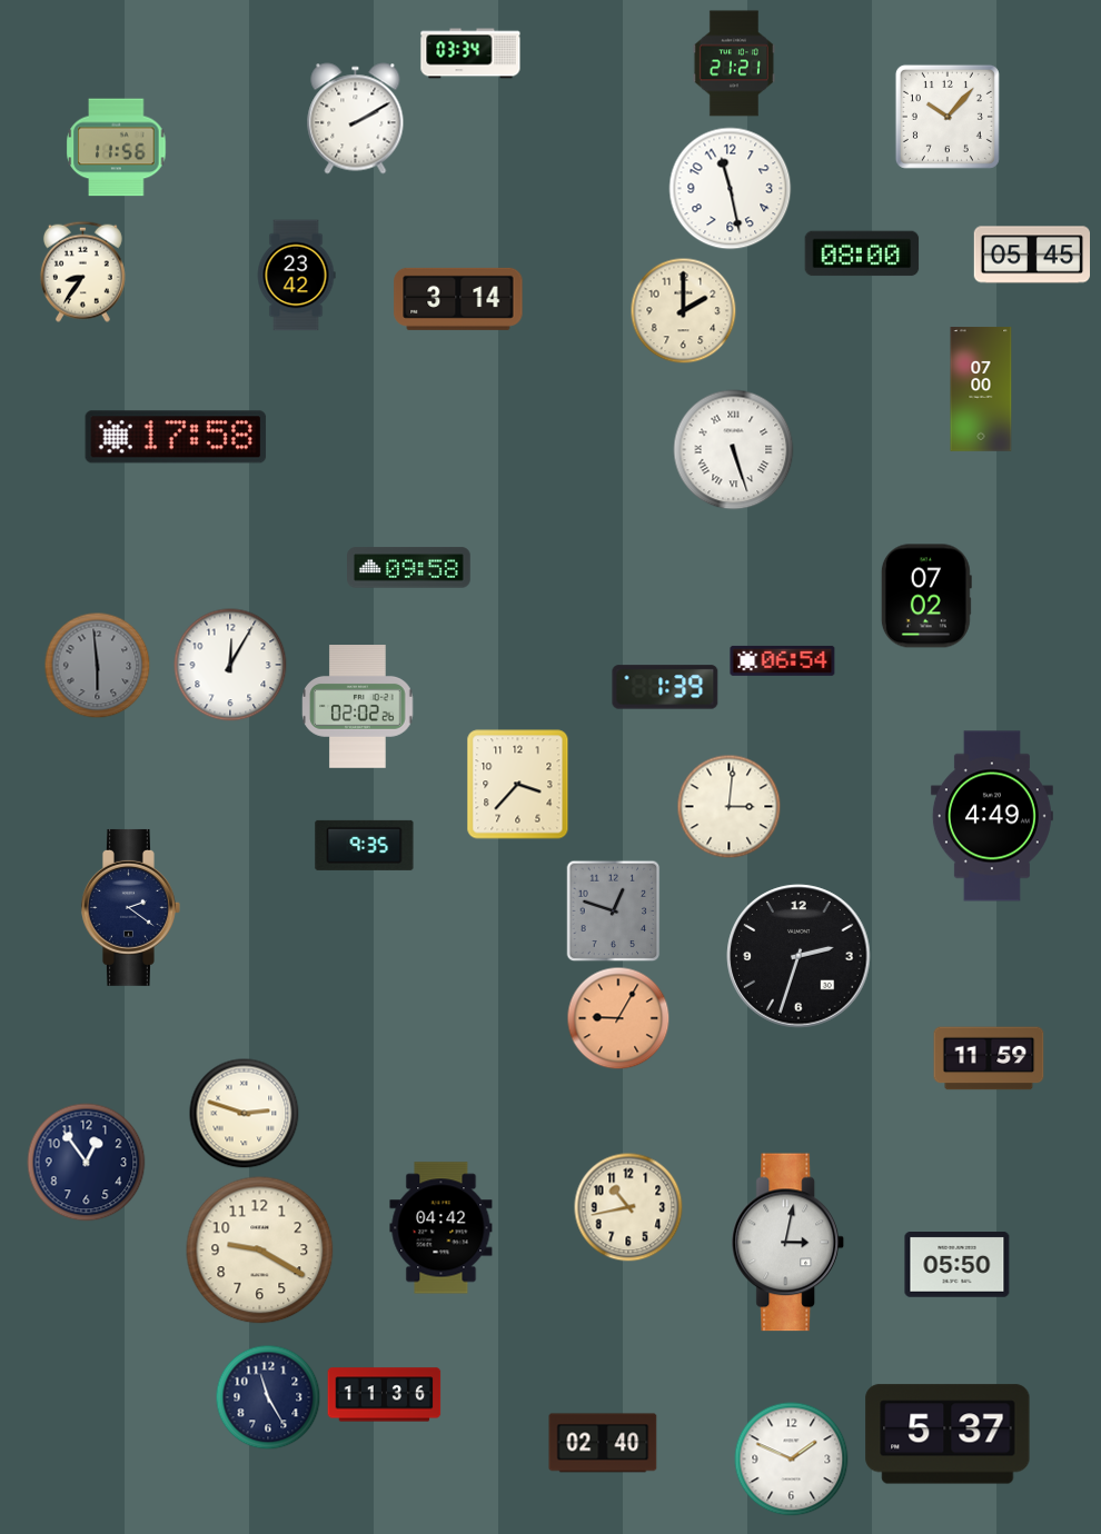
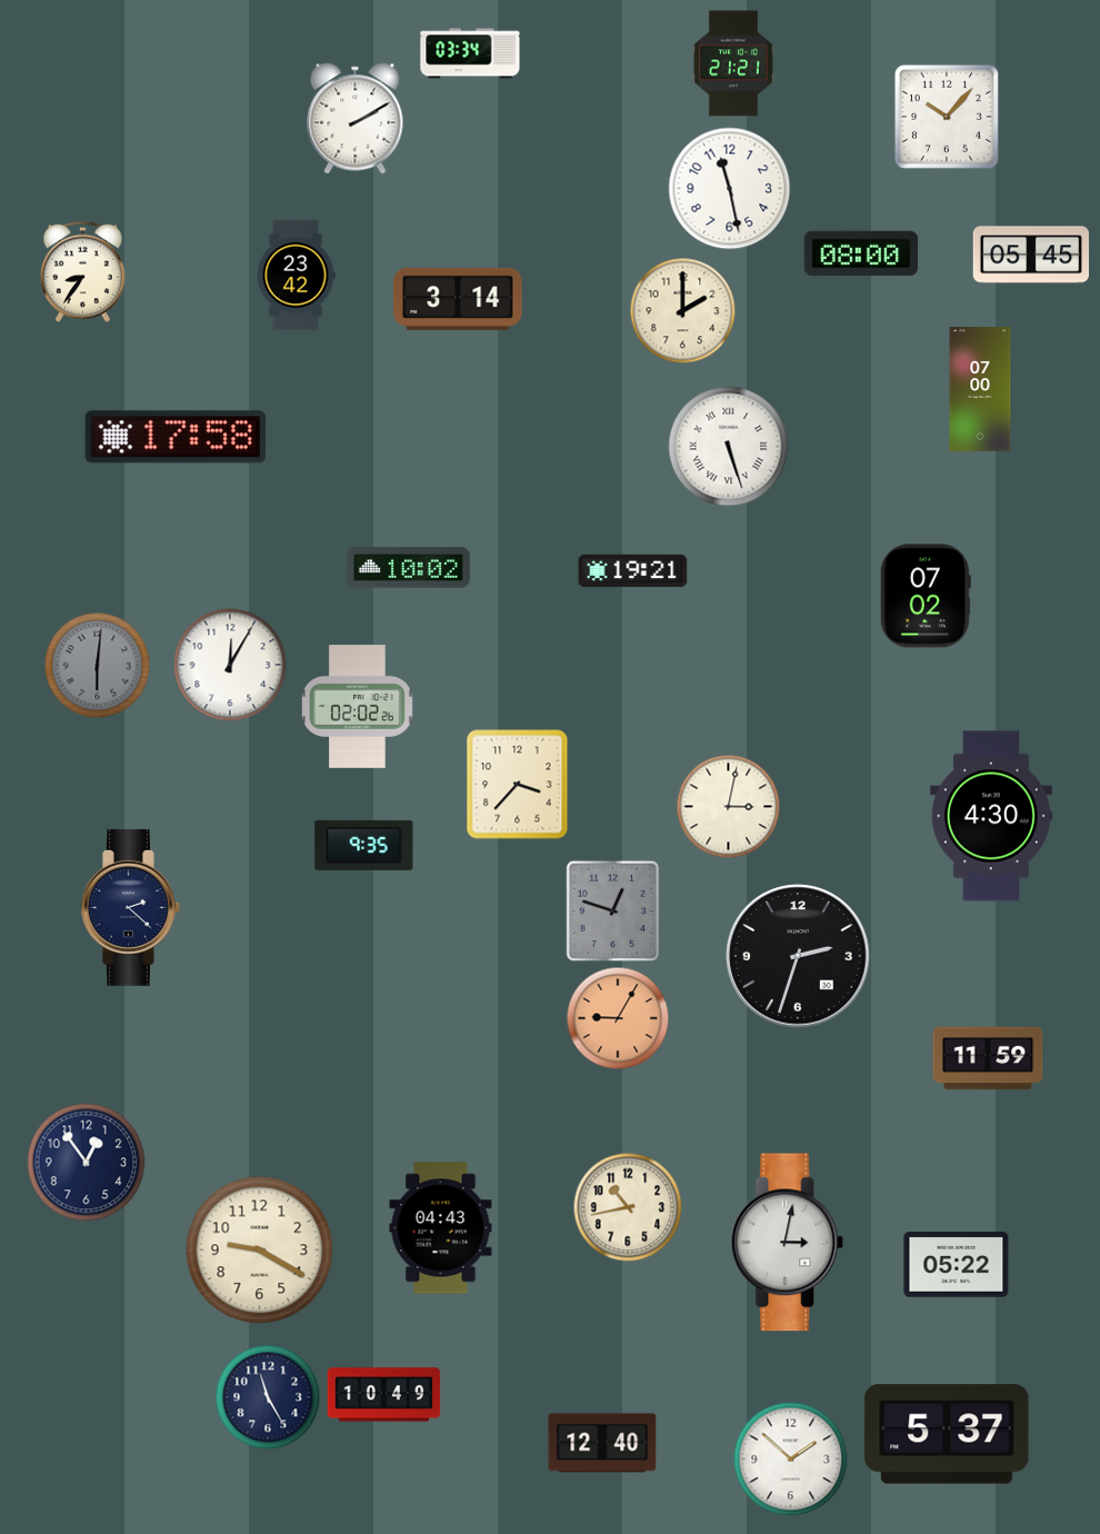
clock at (117, 148): 11:56 -> none
clock at (734, 450) position: (734, 450) -> (729, 447)
clock at (409, 568): 09:58 -> 10:02
clock at (633, 571): none -> 19:21
clock at (783, 660): 06:54 -> none
clock at (98, 666): 5:59 -> 6:01
clock at (665, 687): 1:39 -> none
clock at (730, 807): 3:01 -> 3:02
clock at (992, 816): 4:49 -> 4:30
clock at (131, 907): 2:21 -> 2:22
clock at (245, 1114): 2:48 -> none
clock at (442, 1228): 04:42 -> 04:43
clock at (958, 1265): 05:50 -> 05:22
clock at (385, 1395): 11:36 -> 10:49
clock at (603, 1443): 02:40 -> 12:40
clock at (792, 1460): 1:49 -> 1:52
